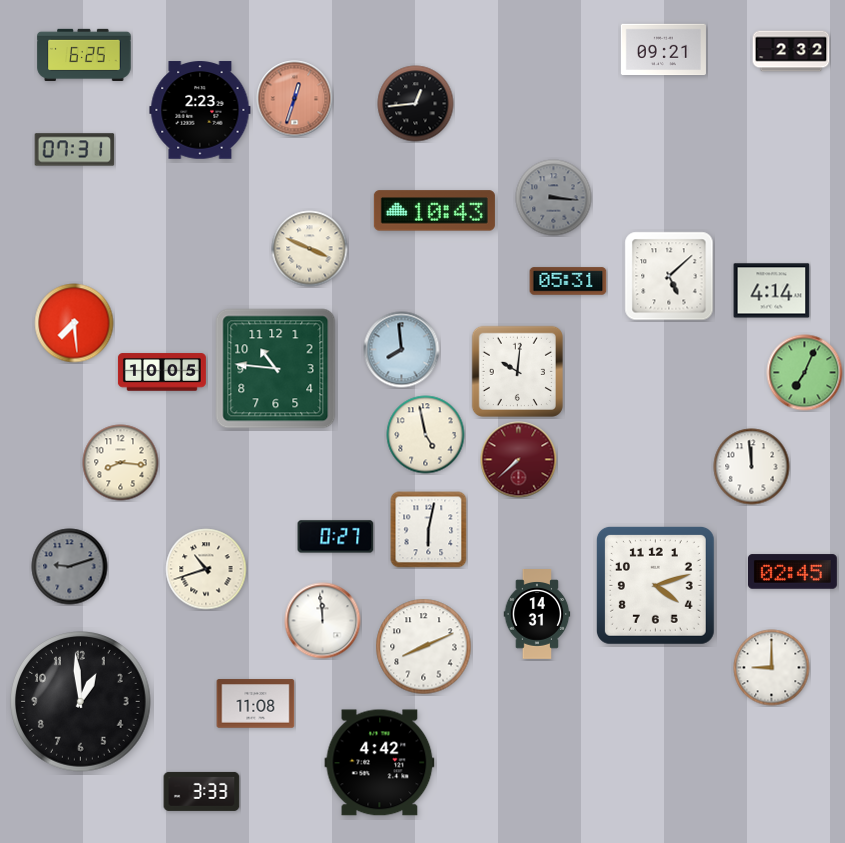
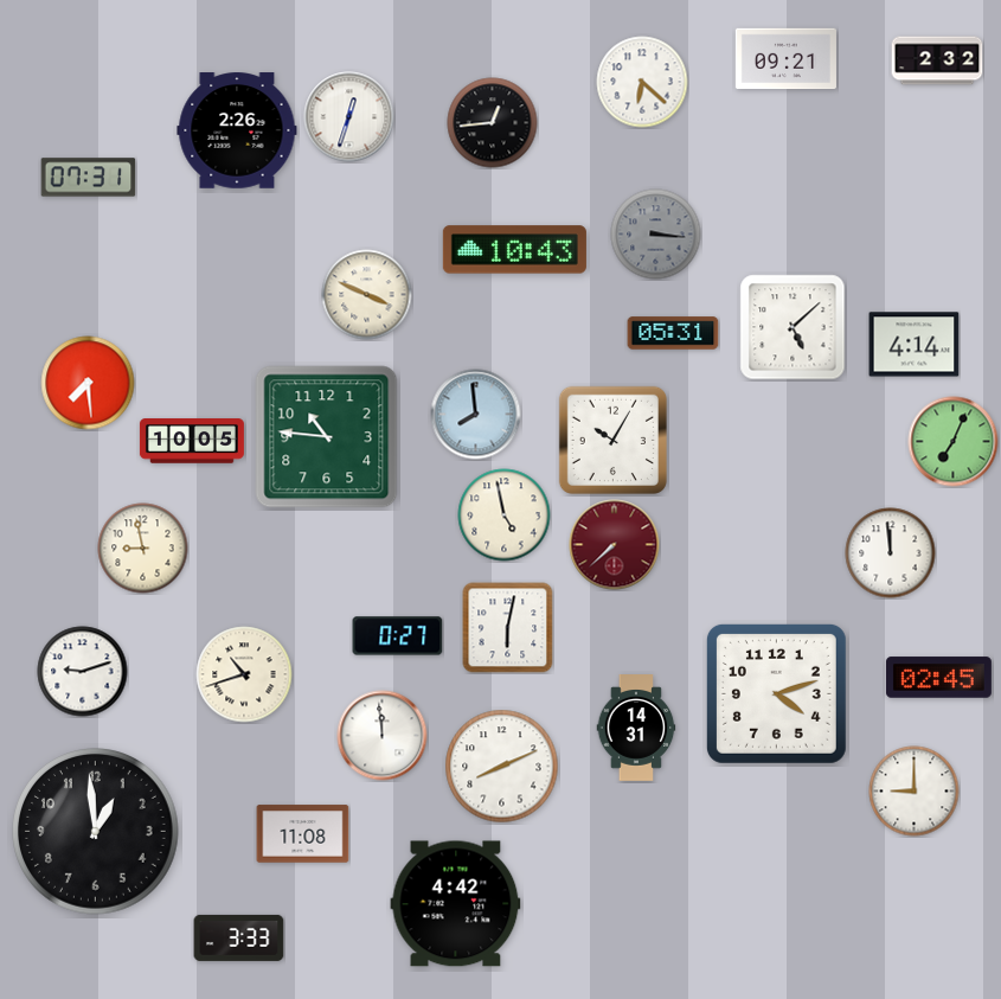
clock at (84, 54): 6:25 -> none
clock at (642, 82): none -> 6:22
clock at (295, 99) dial: salmon -> white
clock at (200, 110): 2:23 -> 2:26
clock at (517, 371): 10:01 -> 10:05
clock at (121, 463): 8:16 -> 8:58
clock at (70, 567) dial: grey -> white
clock at (380, 763) position: (380, 763) -> (456, 904)
